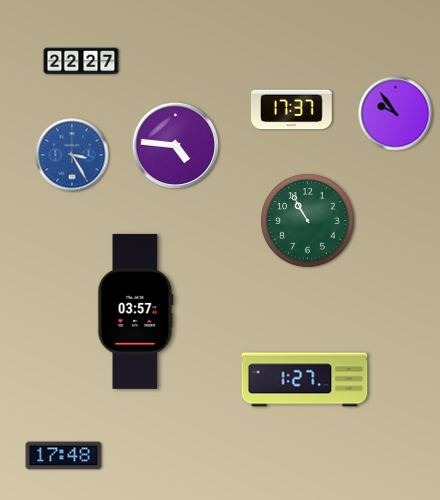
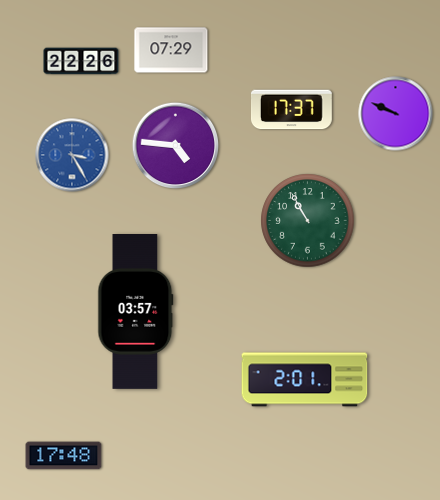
clock at (171, 50): none -> 07:29
clock at (81, 61): 22:27 -> 22:26
clock at (396, 114): 9:54 -> 9:49
clock at (305, 380): 1:27 -> 2:01
